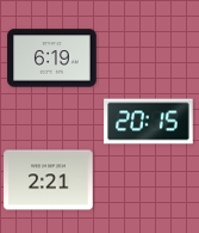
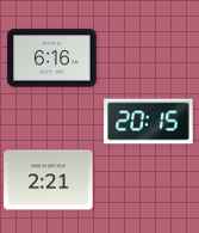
clock at (52, 59): 6:19 -> 6:16
